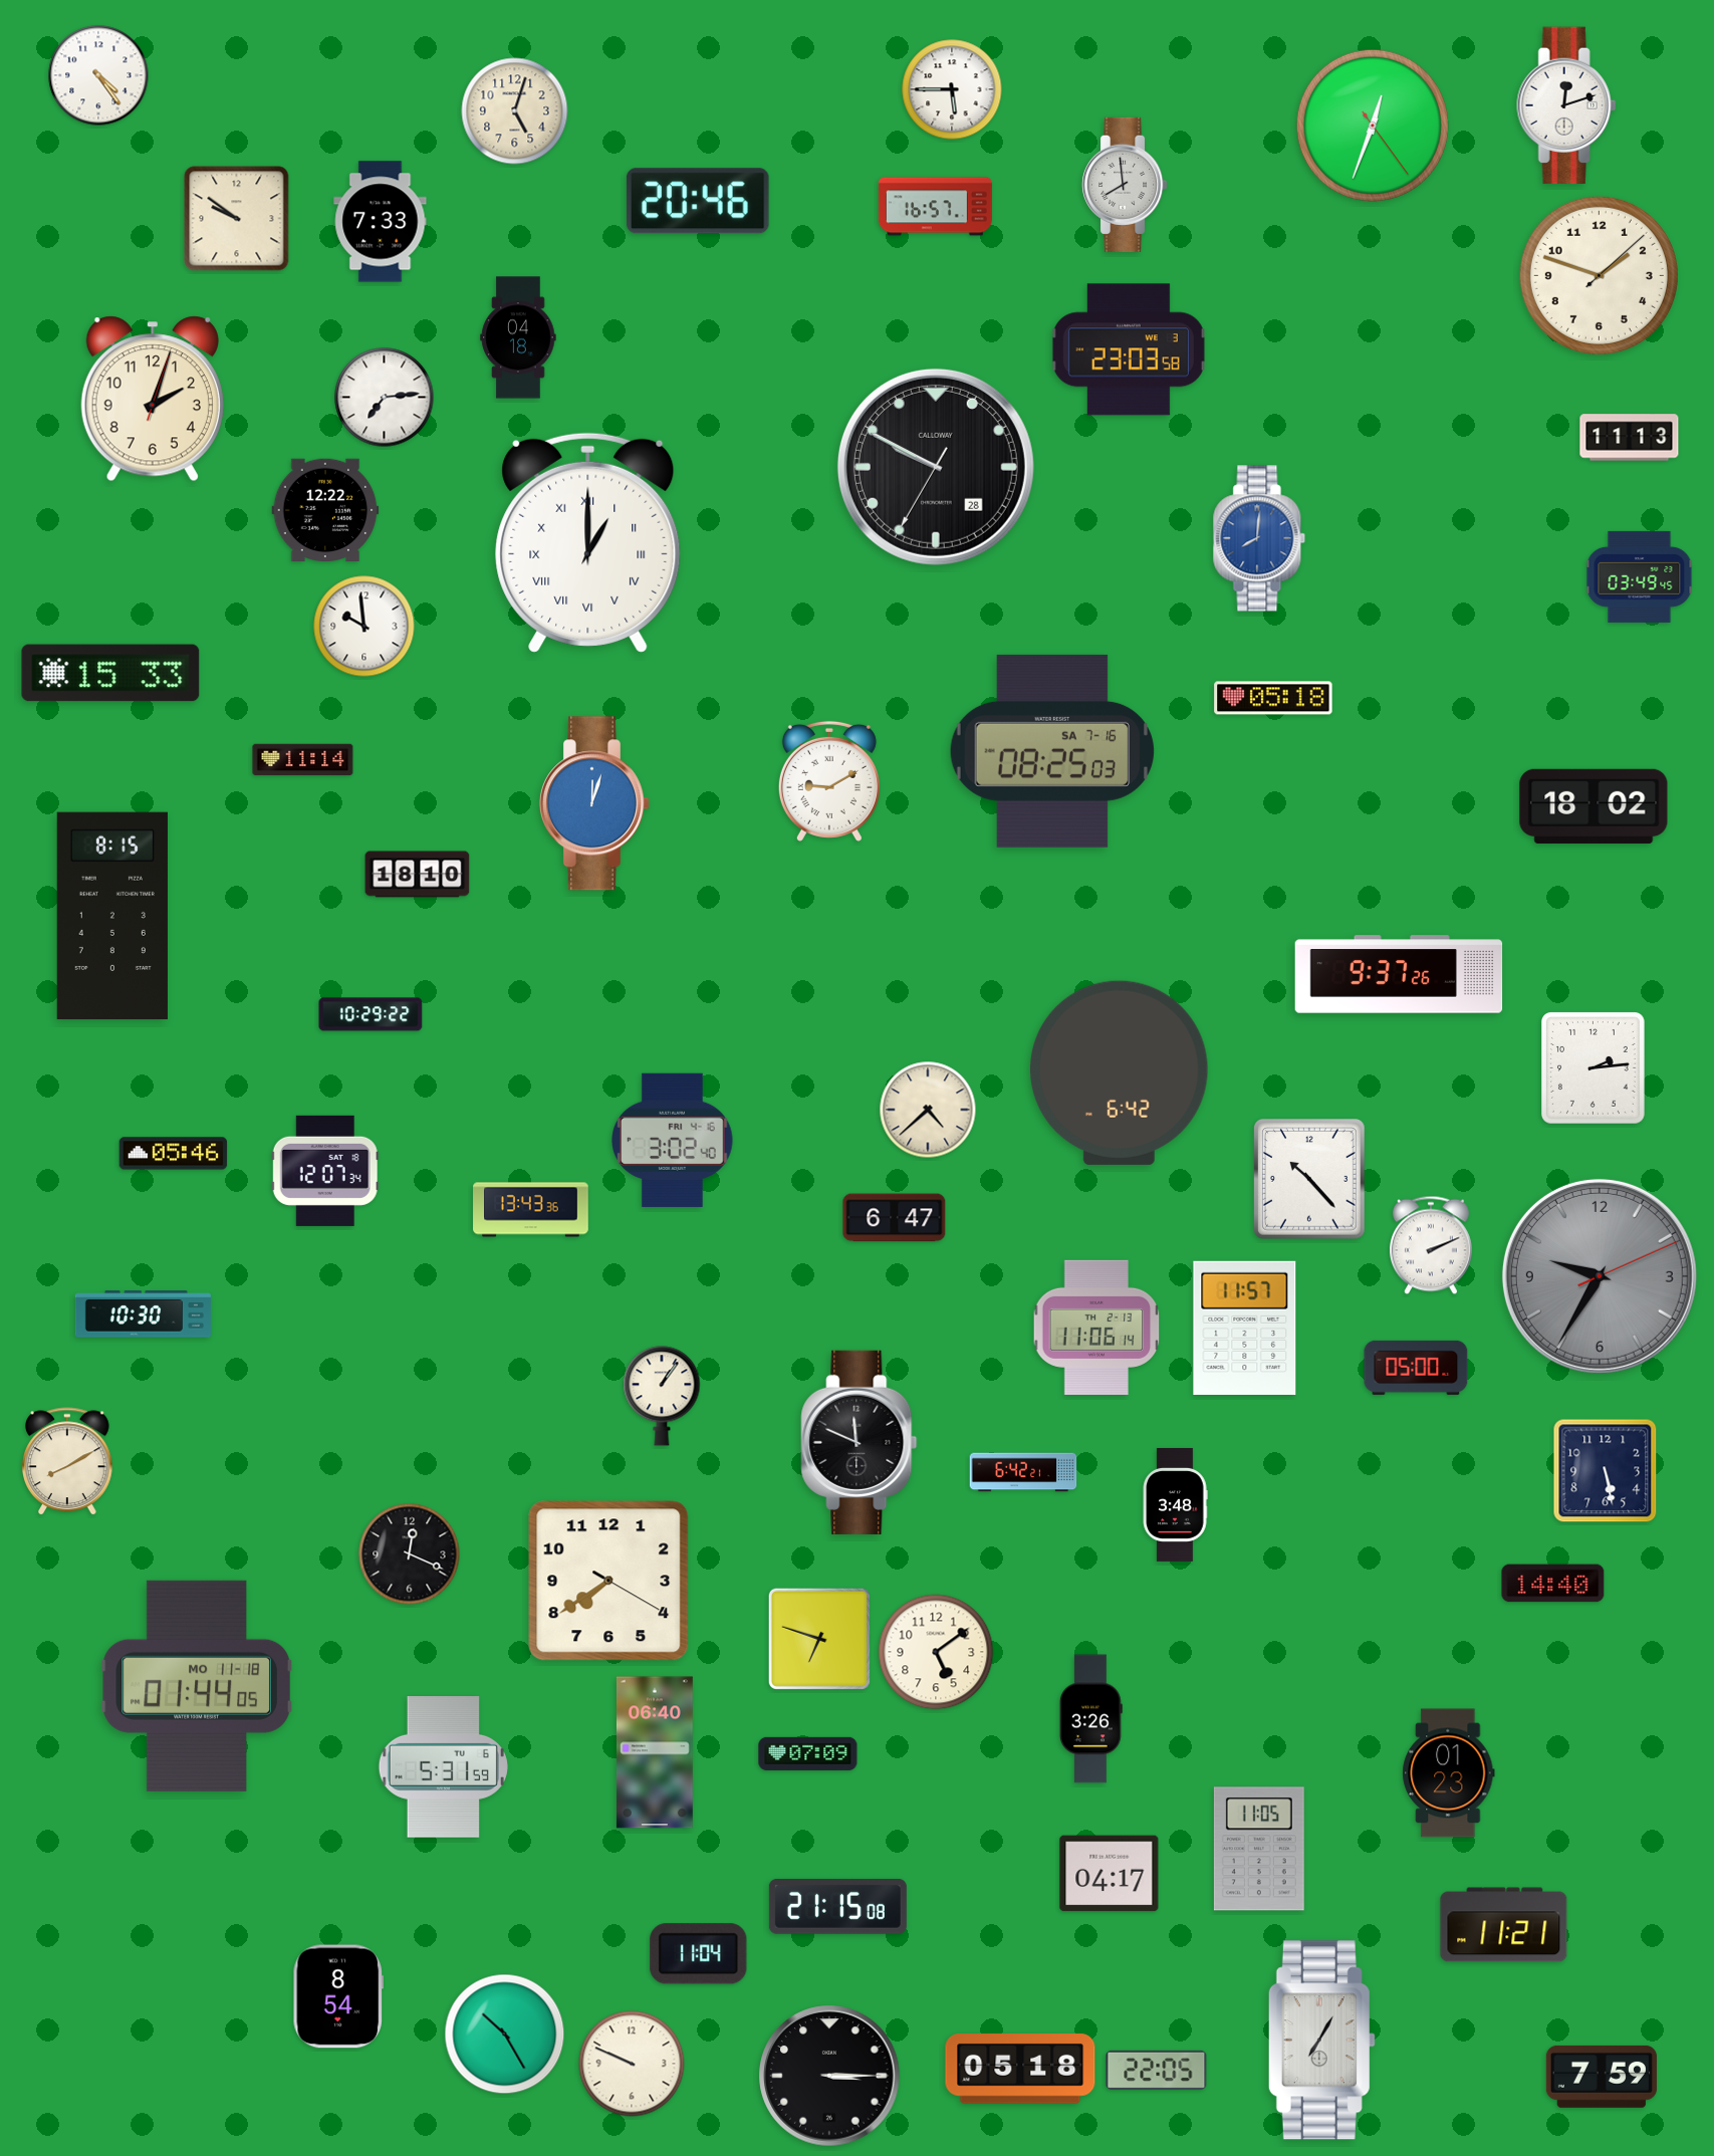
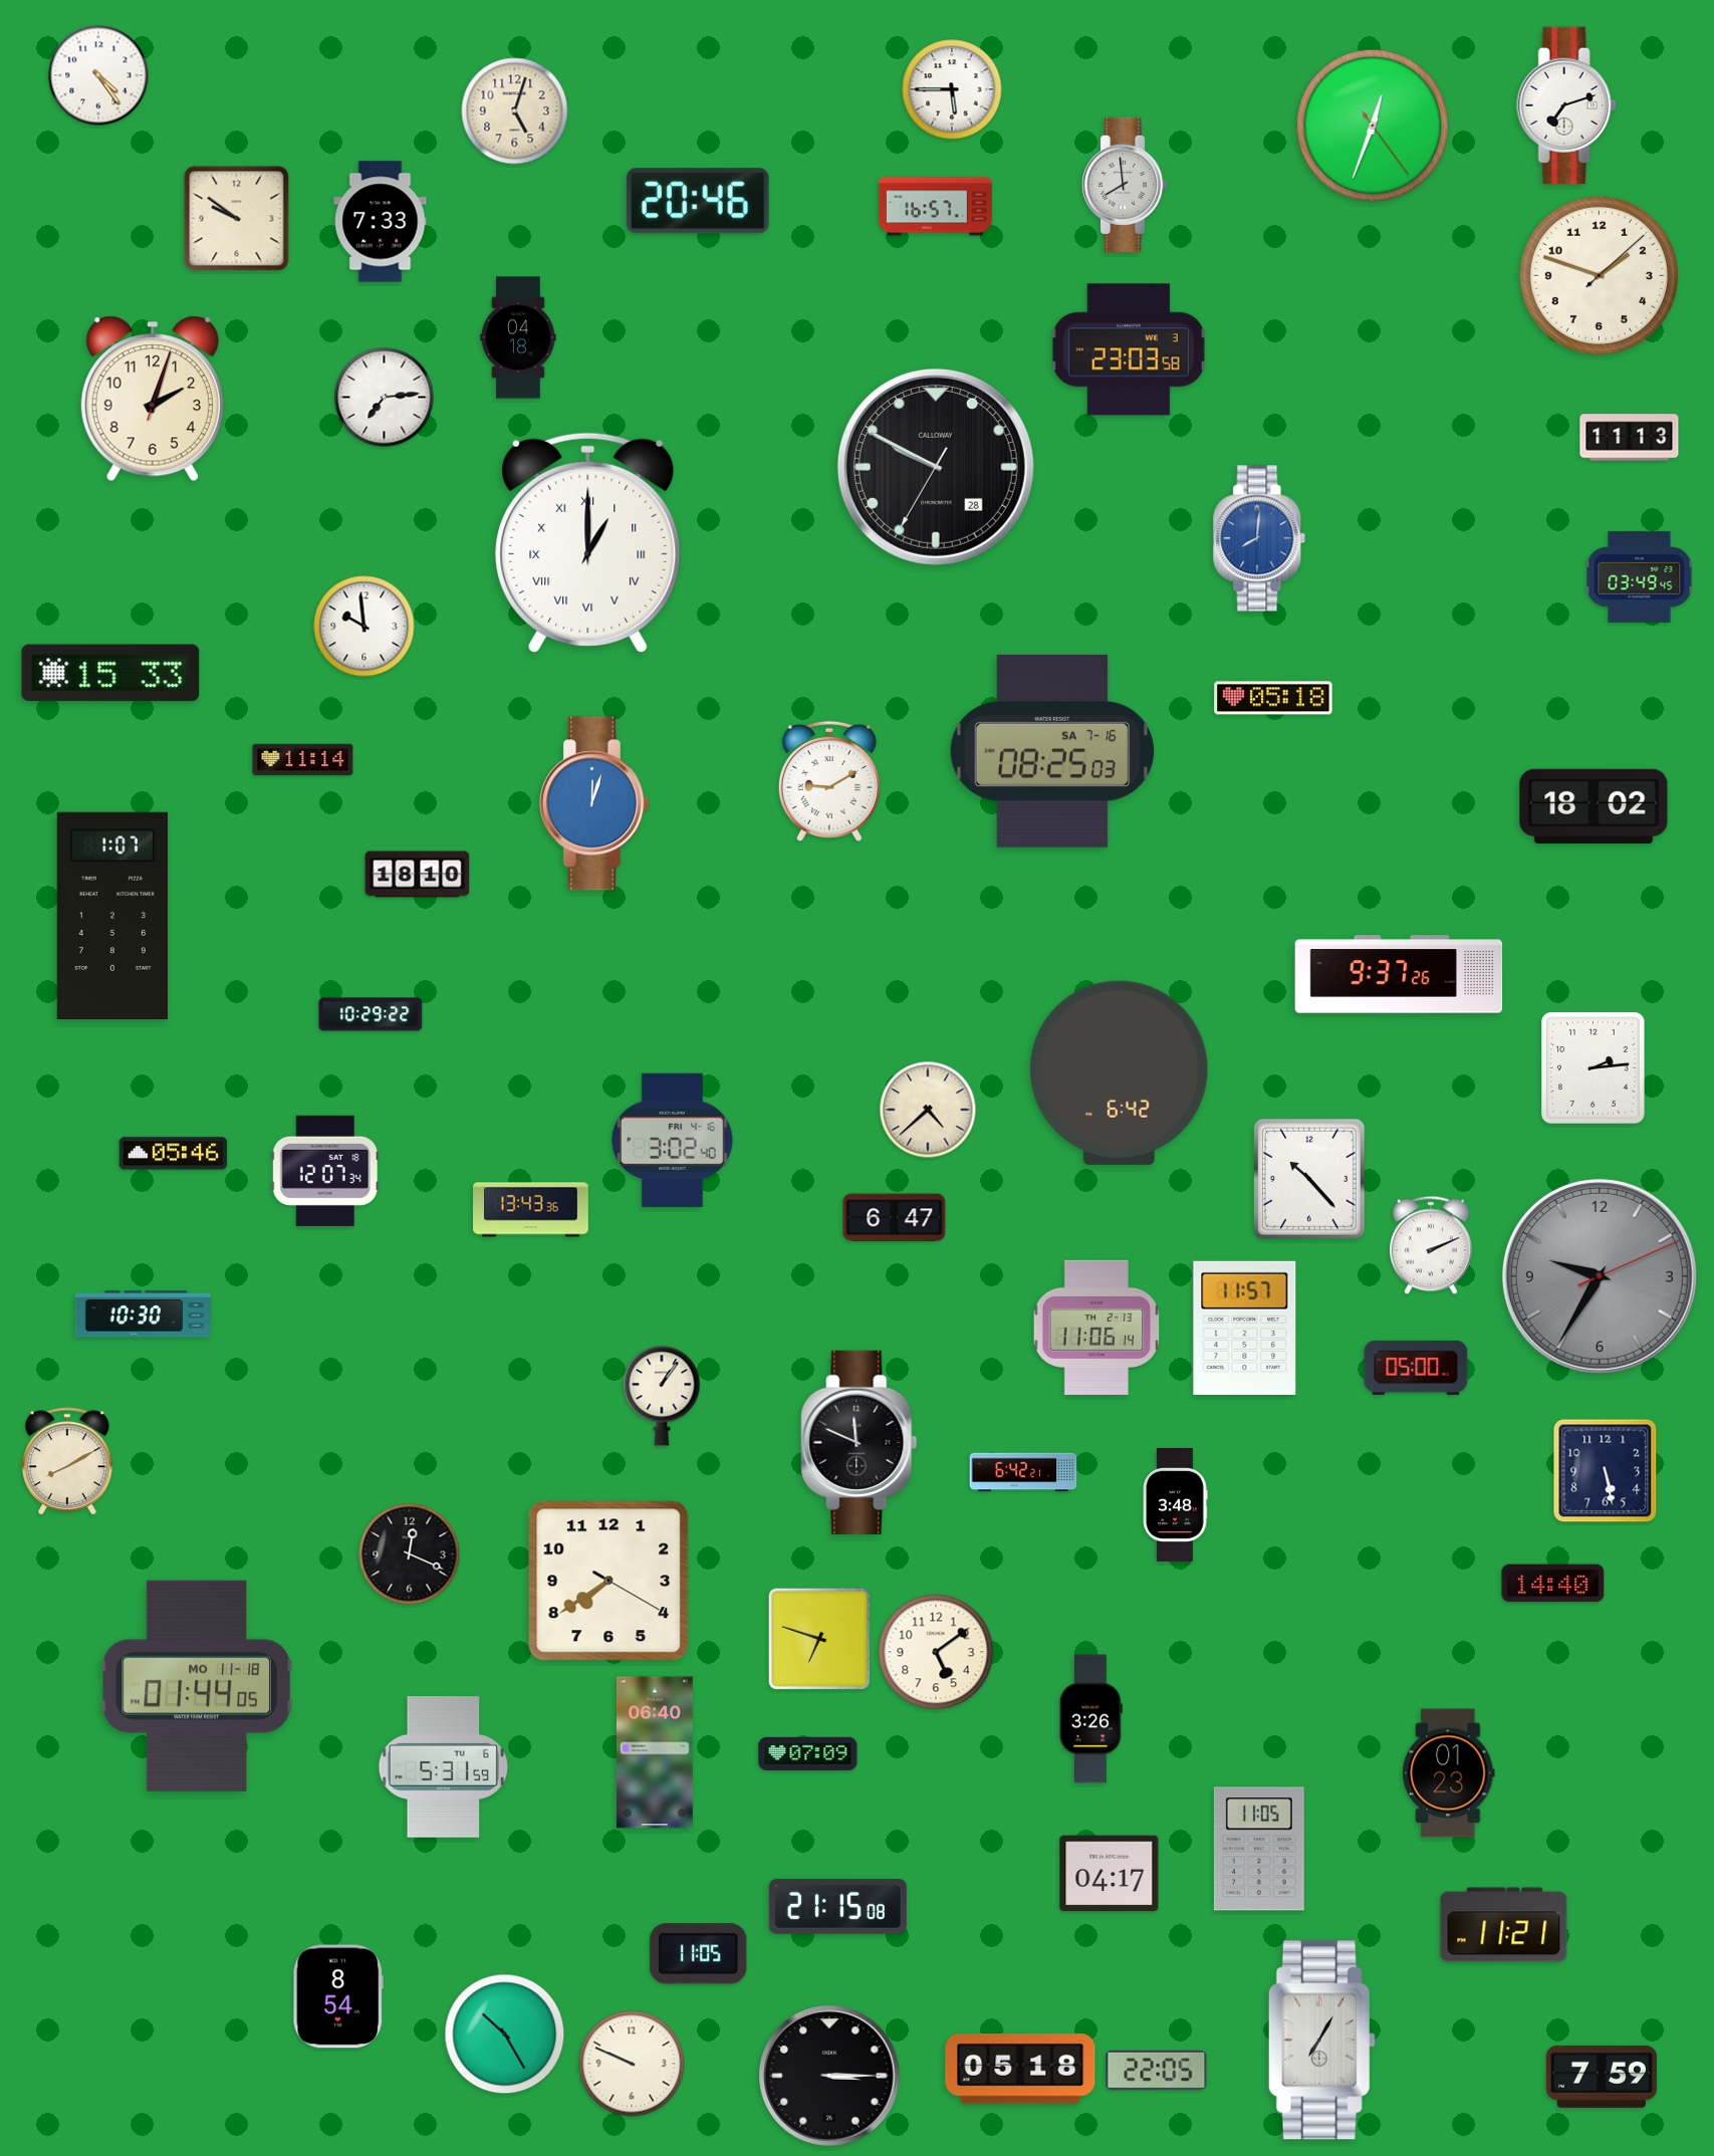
clock at (1566, 105): 12:12 -> 7:12
clock at (325, 509): 12:22 -> none
clock at (112, 916): 8:15 -> 1:07
clock at (699, 1954): 11:04 -> 11:05
